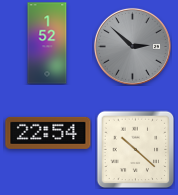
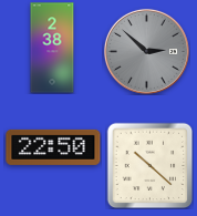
clock at (47, 43): 1:52 -> 2:38
clock at (48, 133): 22:54 -> 22:50
